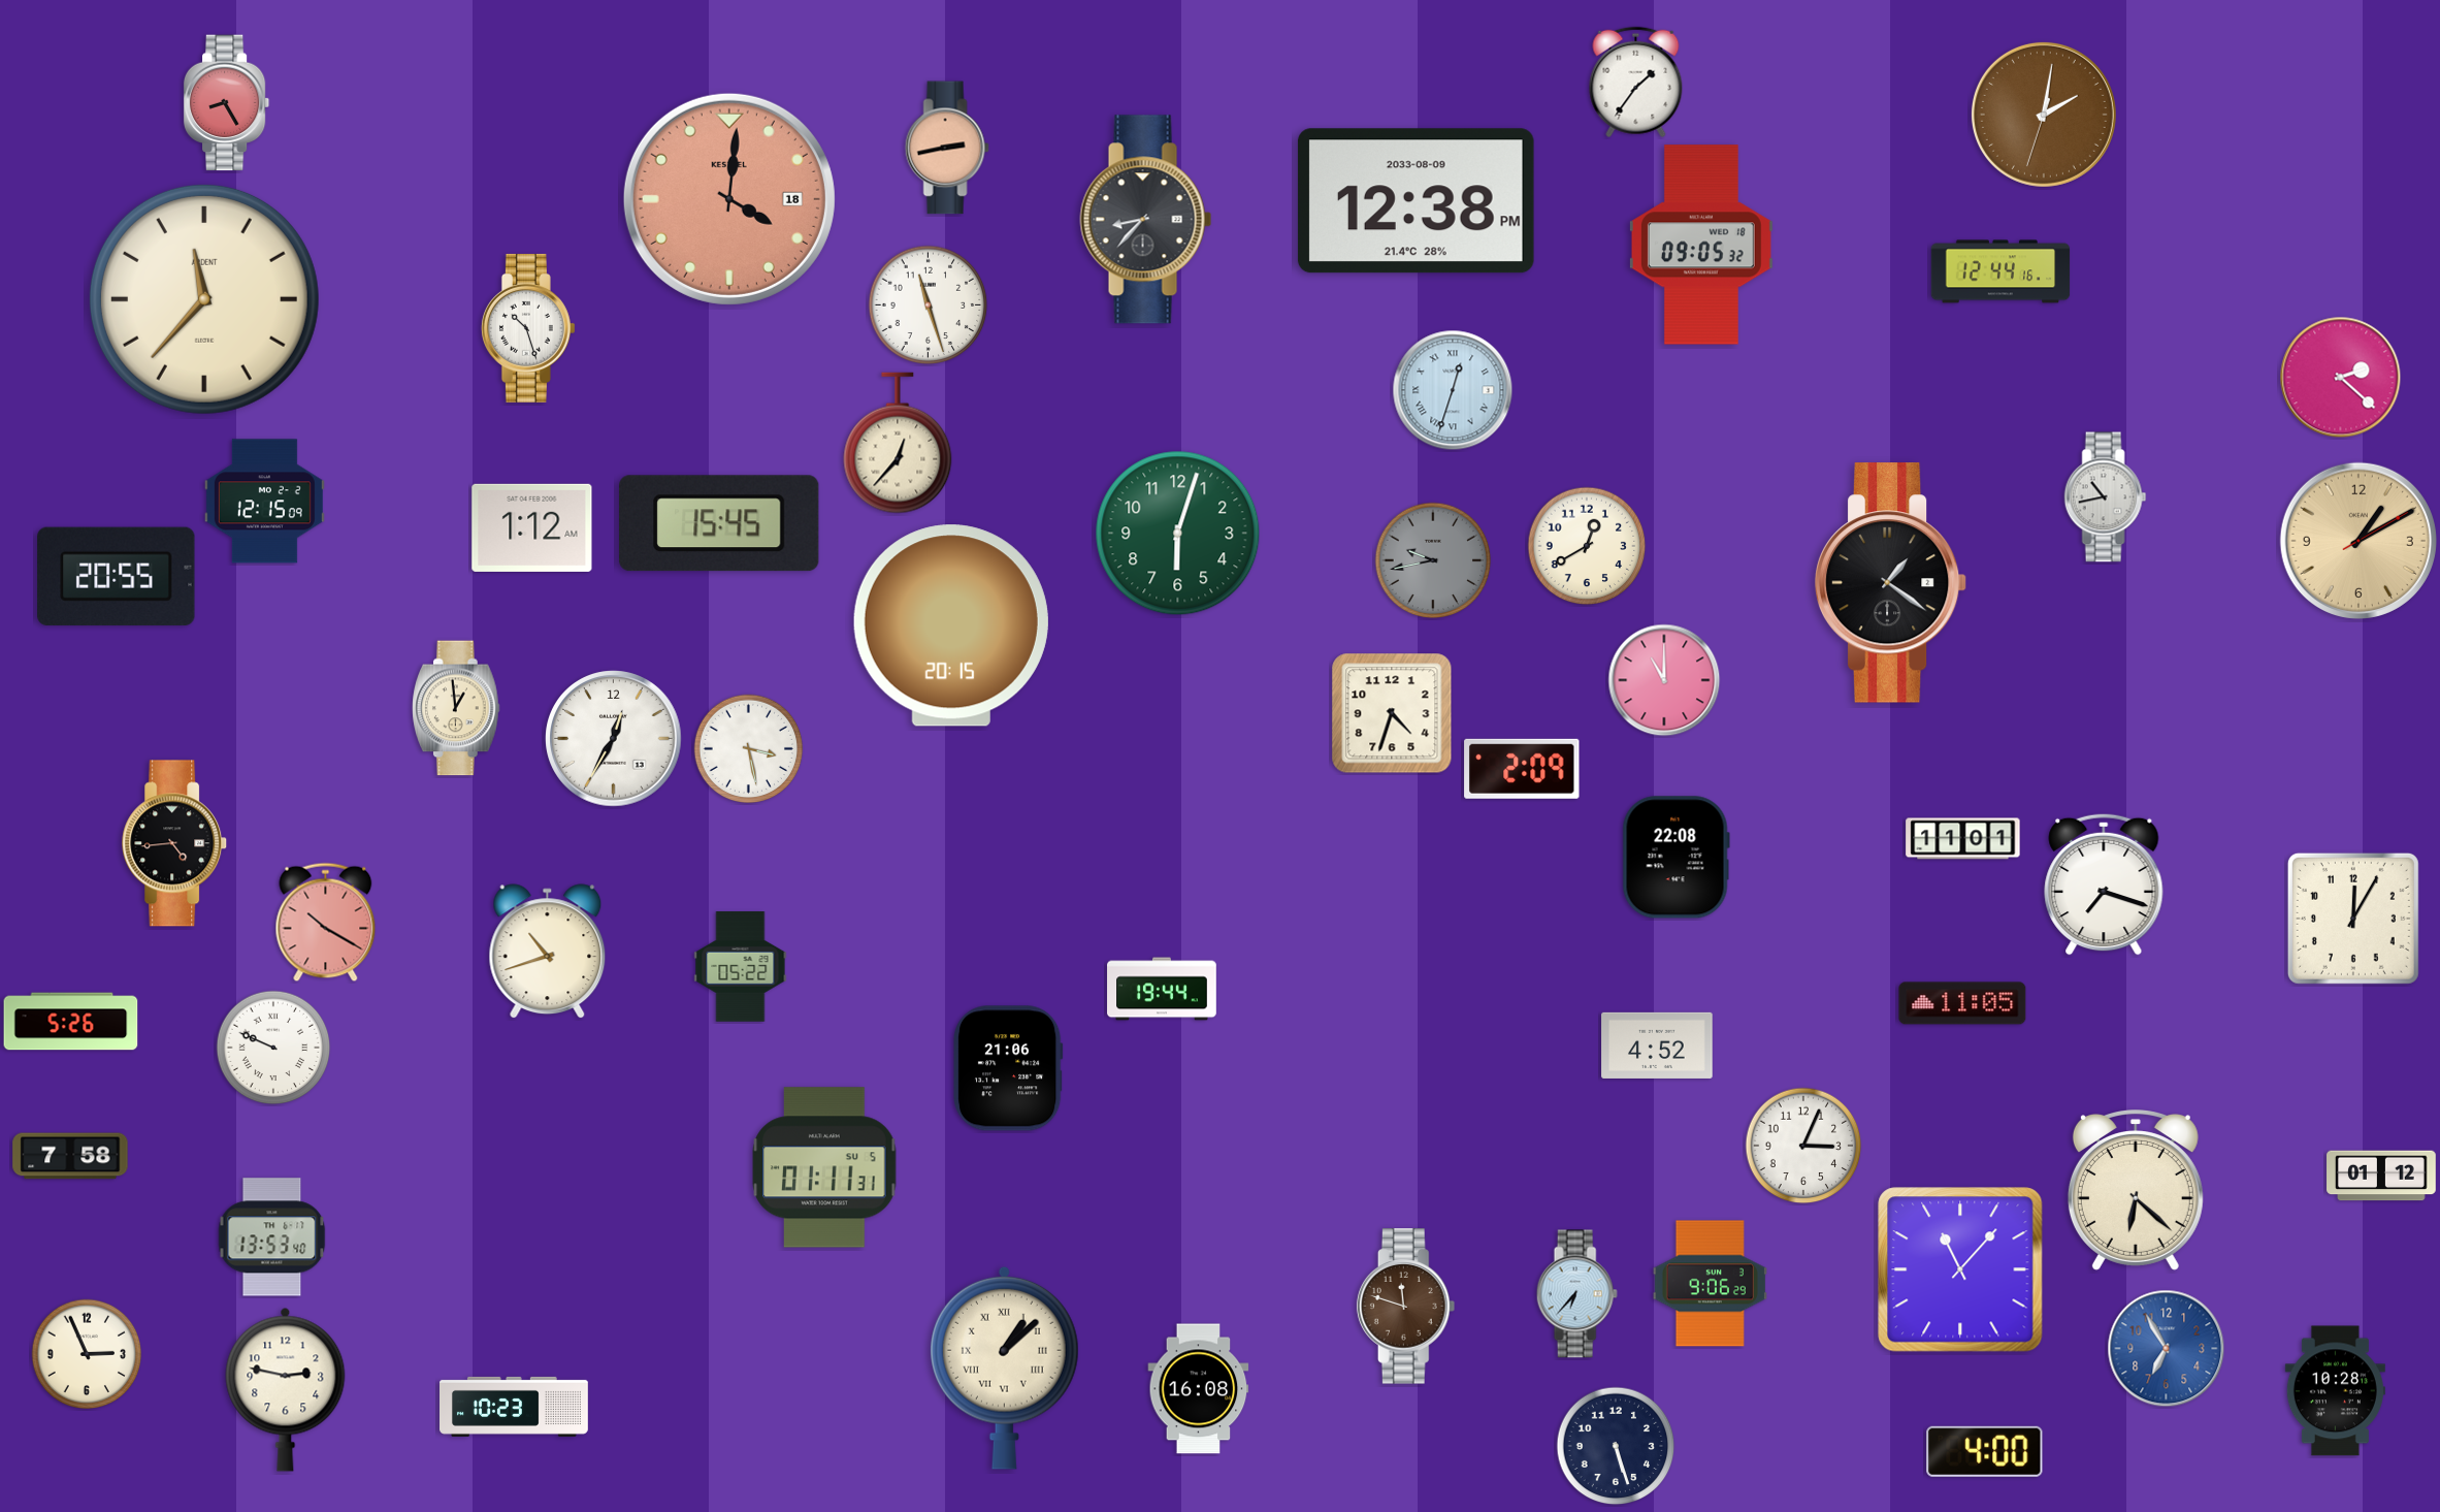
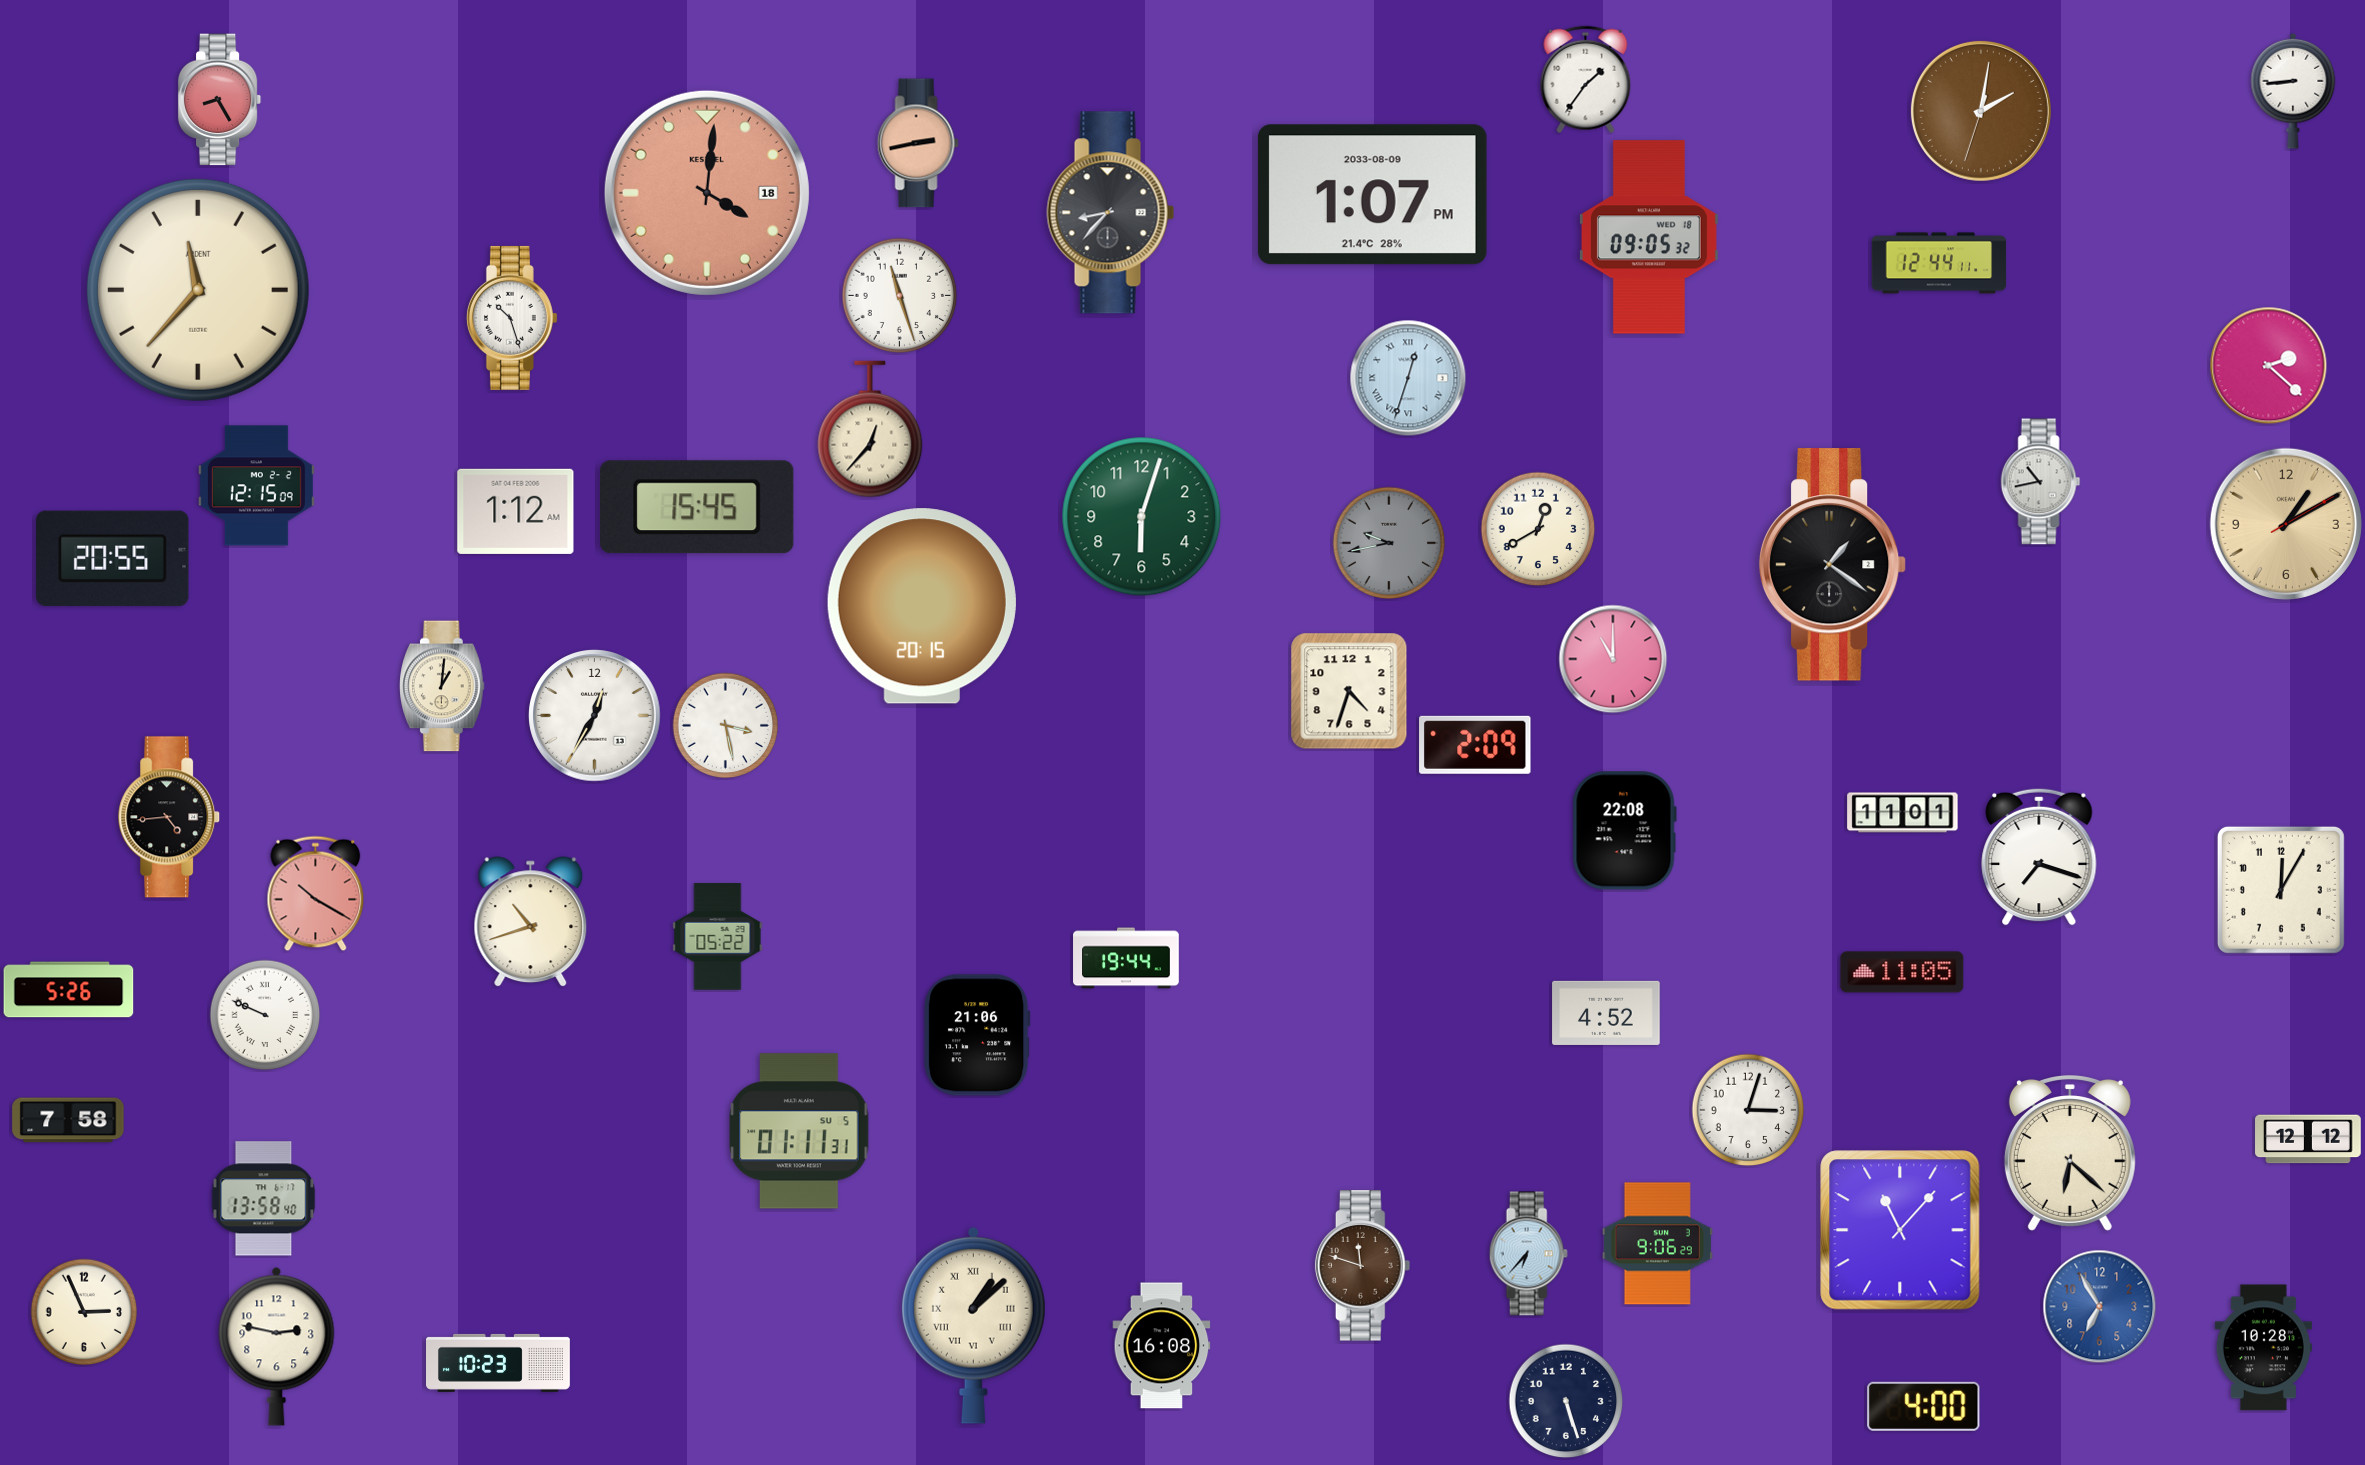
clock at (2293, 91): none -> 8:44
clock at (1416, 201): 12:38 -> 1:07
clock at (2000, 271): 12:44:16 -> 12:44:11
clock at (456, 708): 12:59 -> 1:01
clock at (1803, 1146): 3:04 -> 3:03
clock at (2381, 1176): 01:12 -> 12:12
clock at (272, 1237): 13:53 -> 13:58
